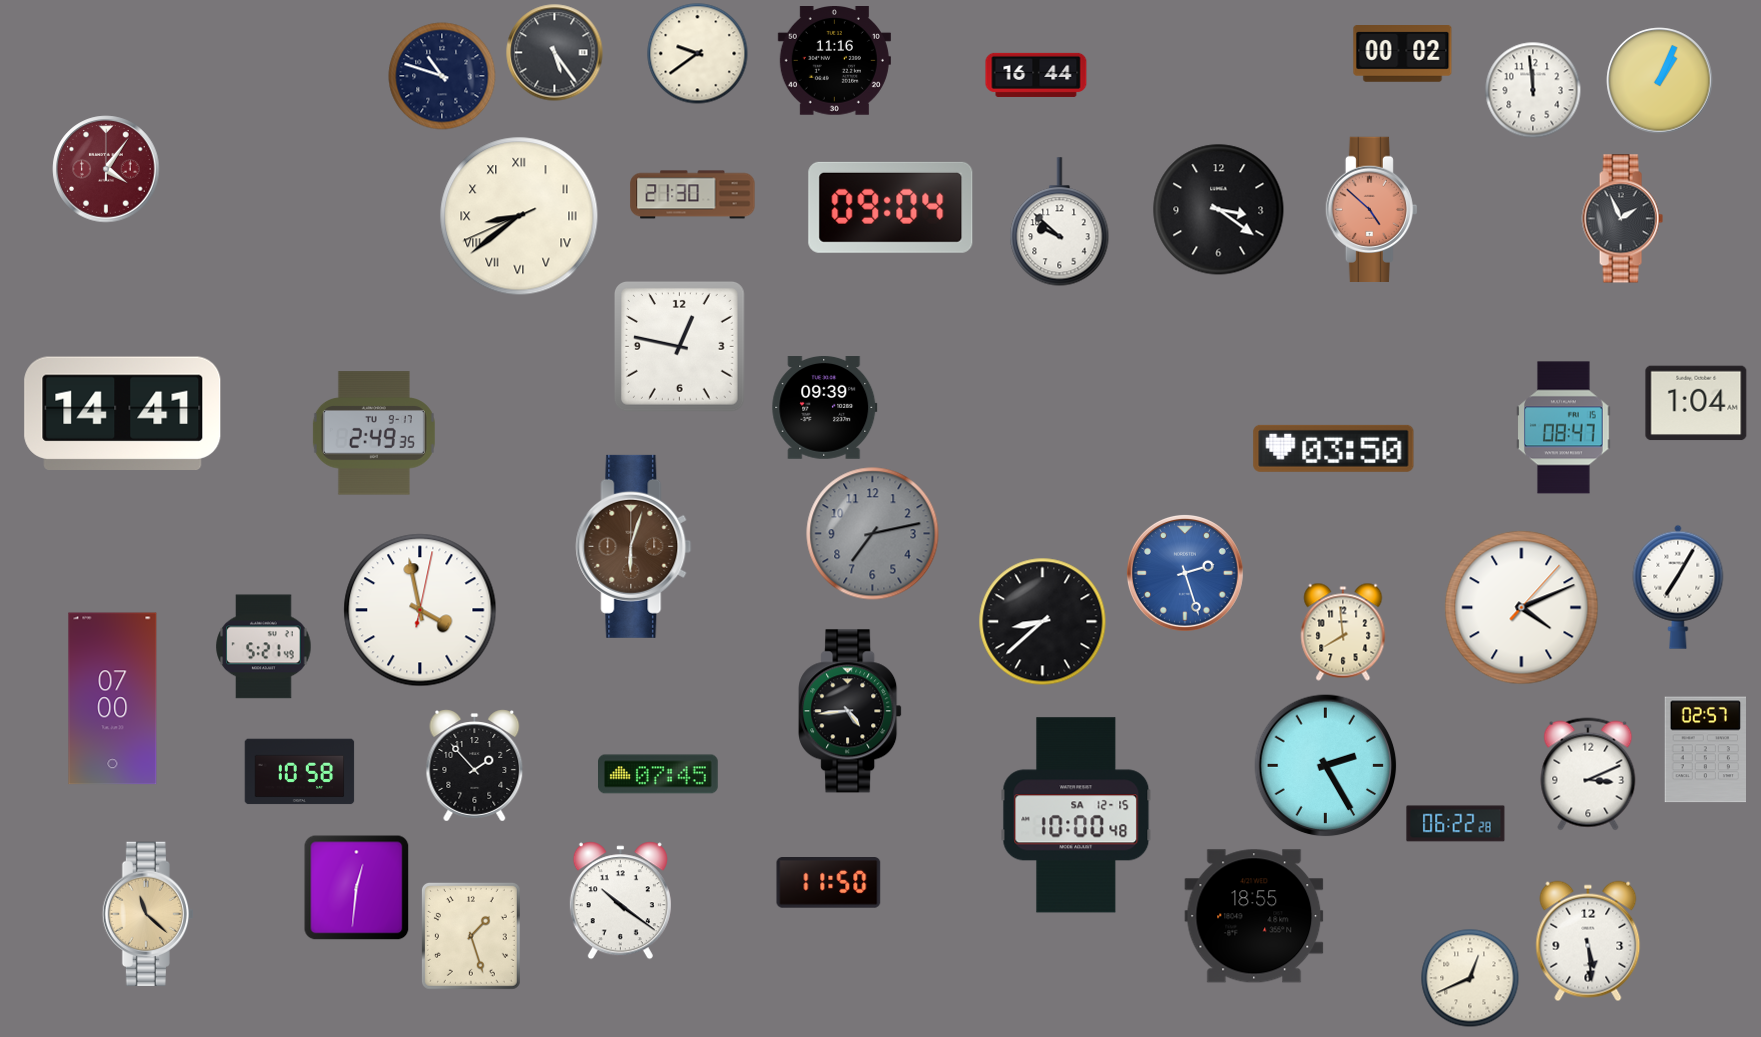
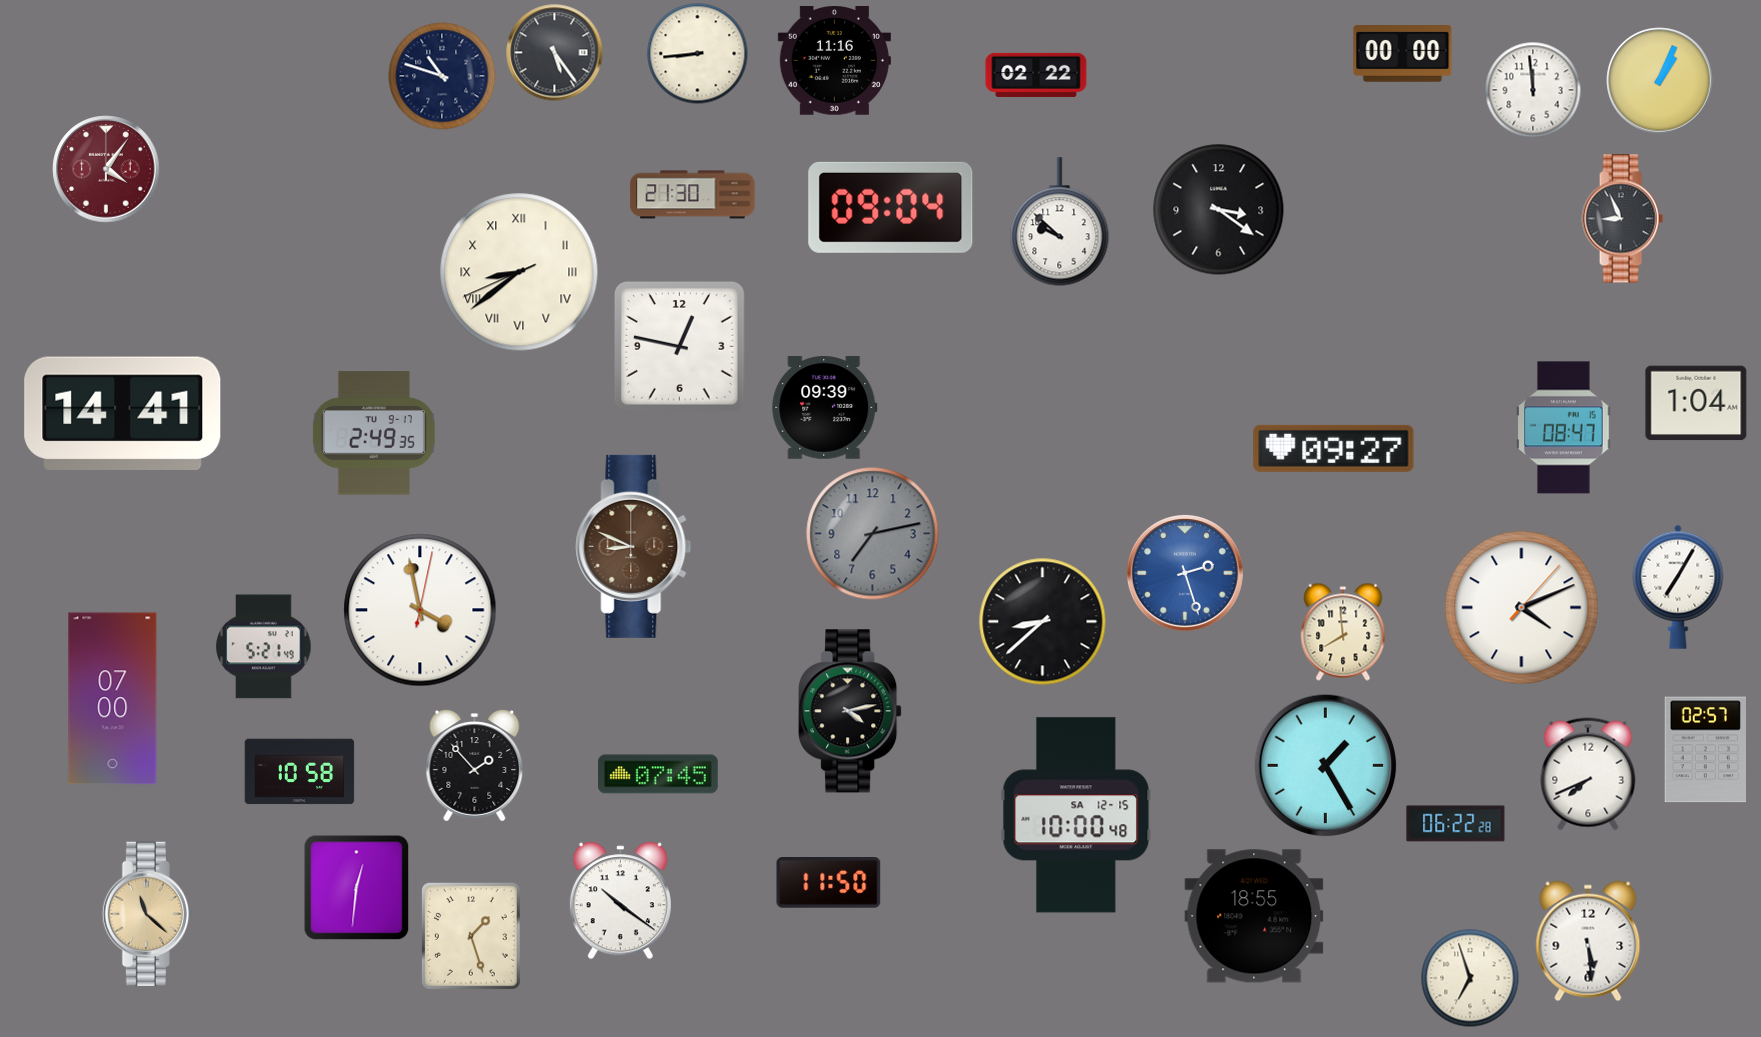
clock at (698, 54): 9:39 -> 8:44
clock at (1403, 54): 00:02 -> 00:00
clock at (1036, 75): 16:44 -> 02:22
clock at (1371, 209): 4:52 -> none
clock at (519, 216) position: (519, 216) -> (519, 272)
clock at (1622, 219): 1:56 -> 8:56
clock at (1334, 448): 03:50 -> 09:27
clock at (634, 546): 6:03 -> 8:49
clock at (850, 711): 4:44 -> 4:13
clock at (1326, 766): 2:25 -> 1:25
clock at (1588, 774): 3:11 -> 7:41
clock at (1470, 978): 12:41 -> 6:57
